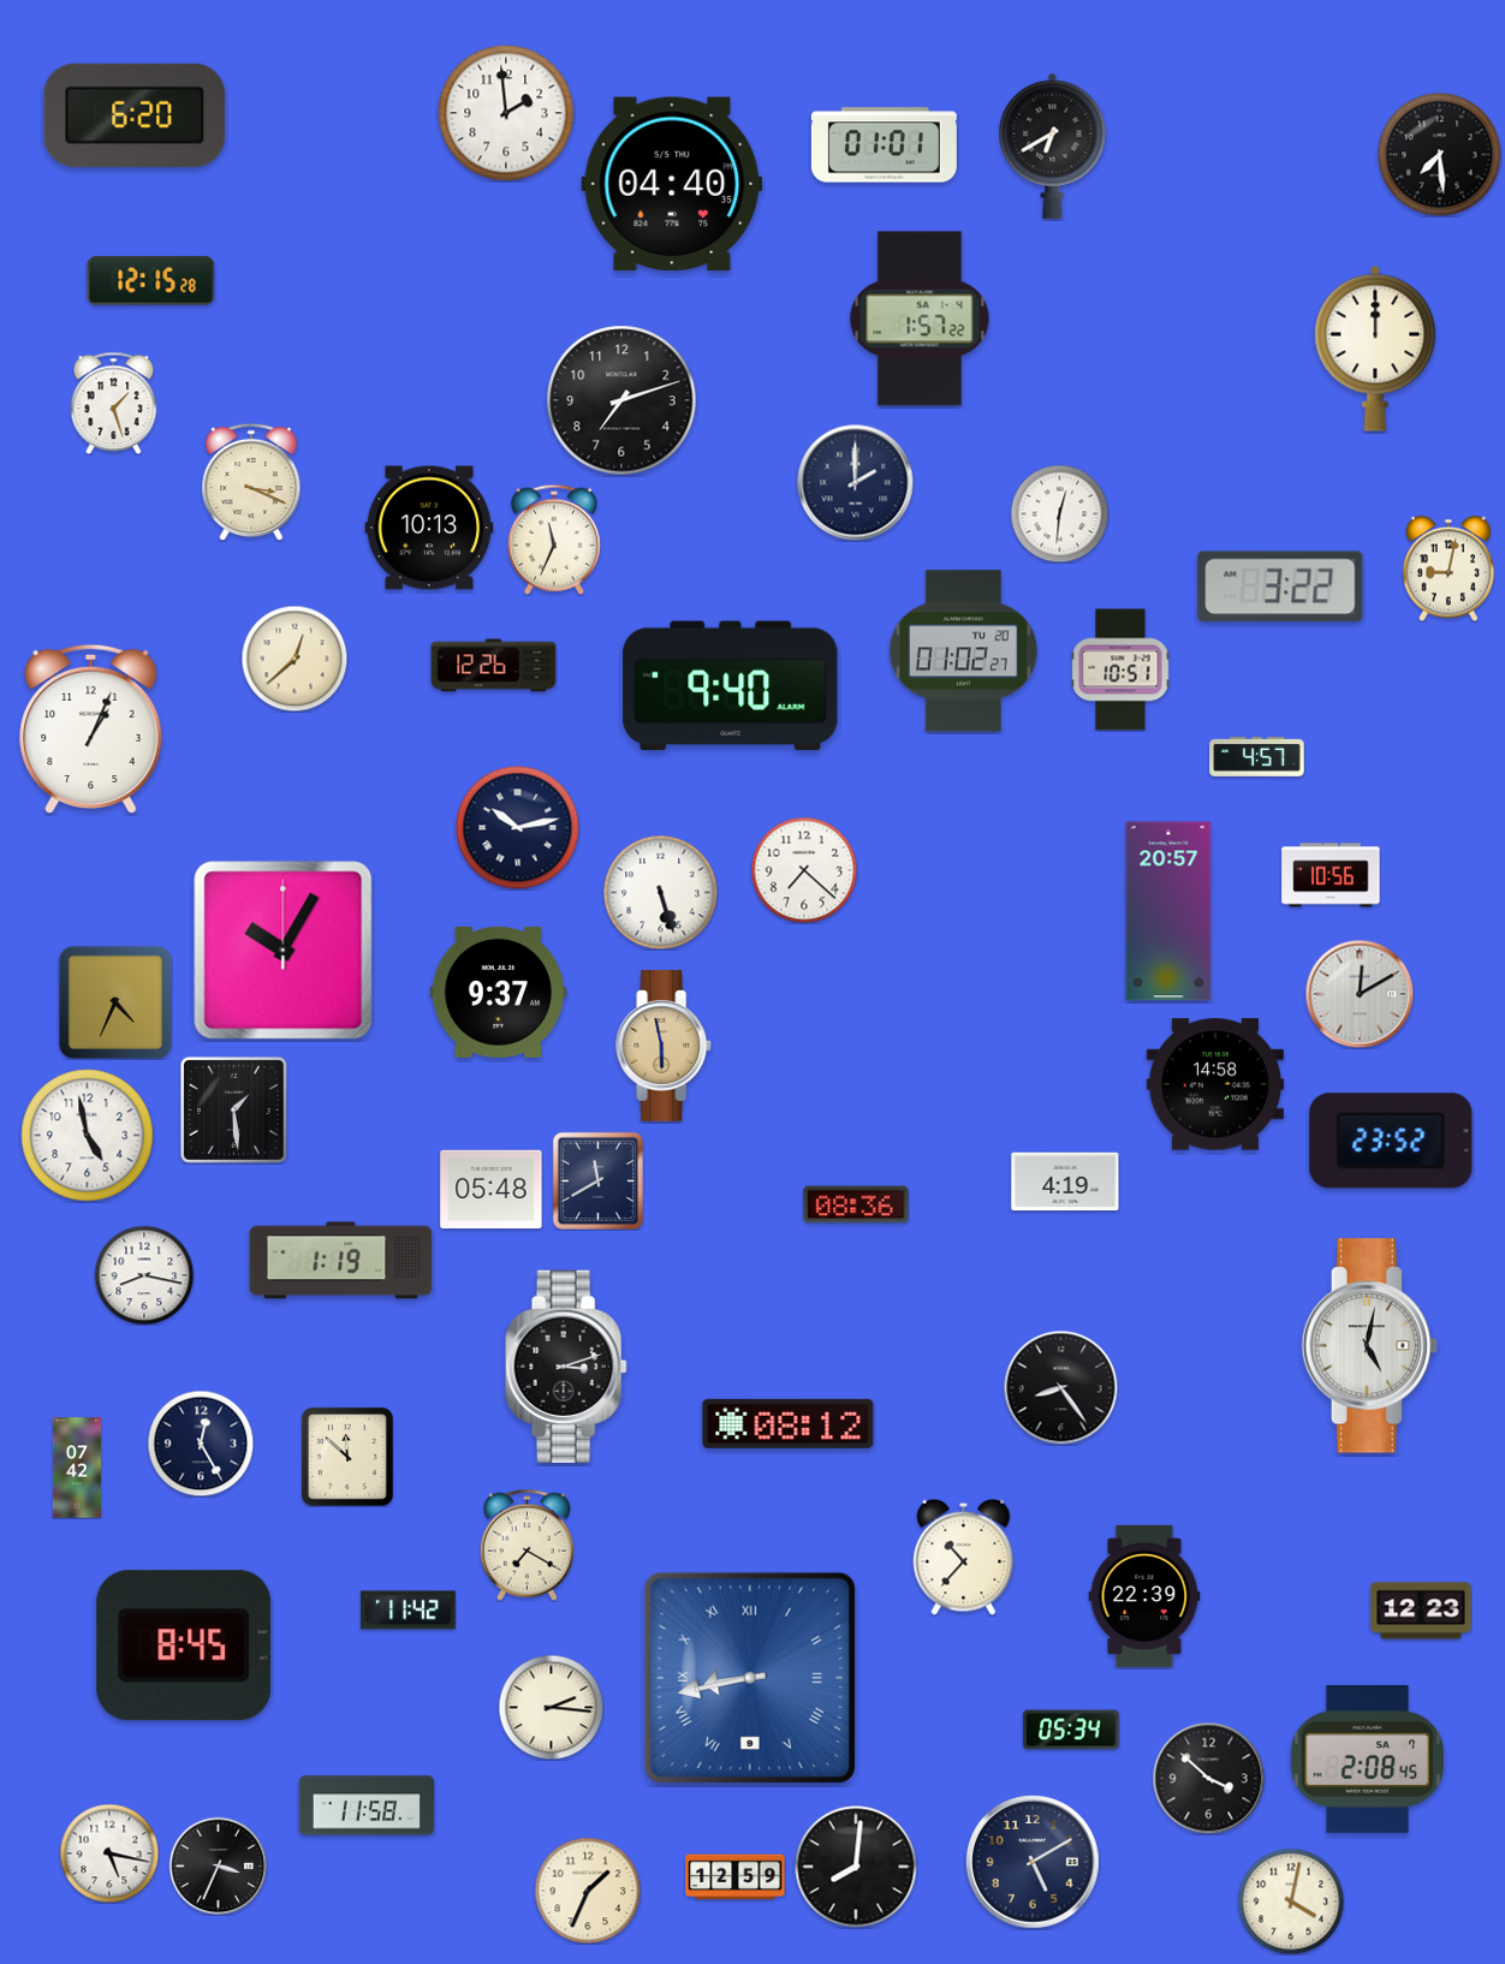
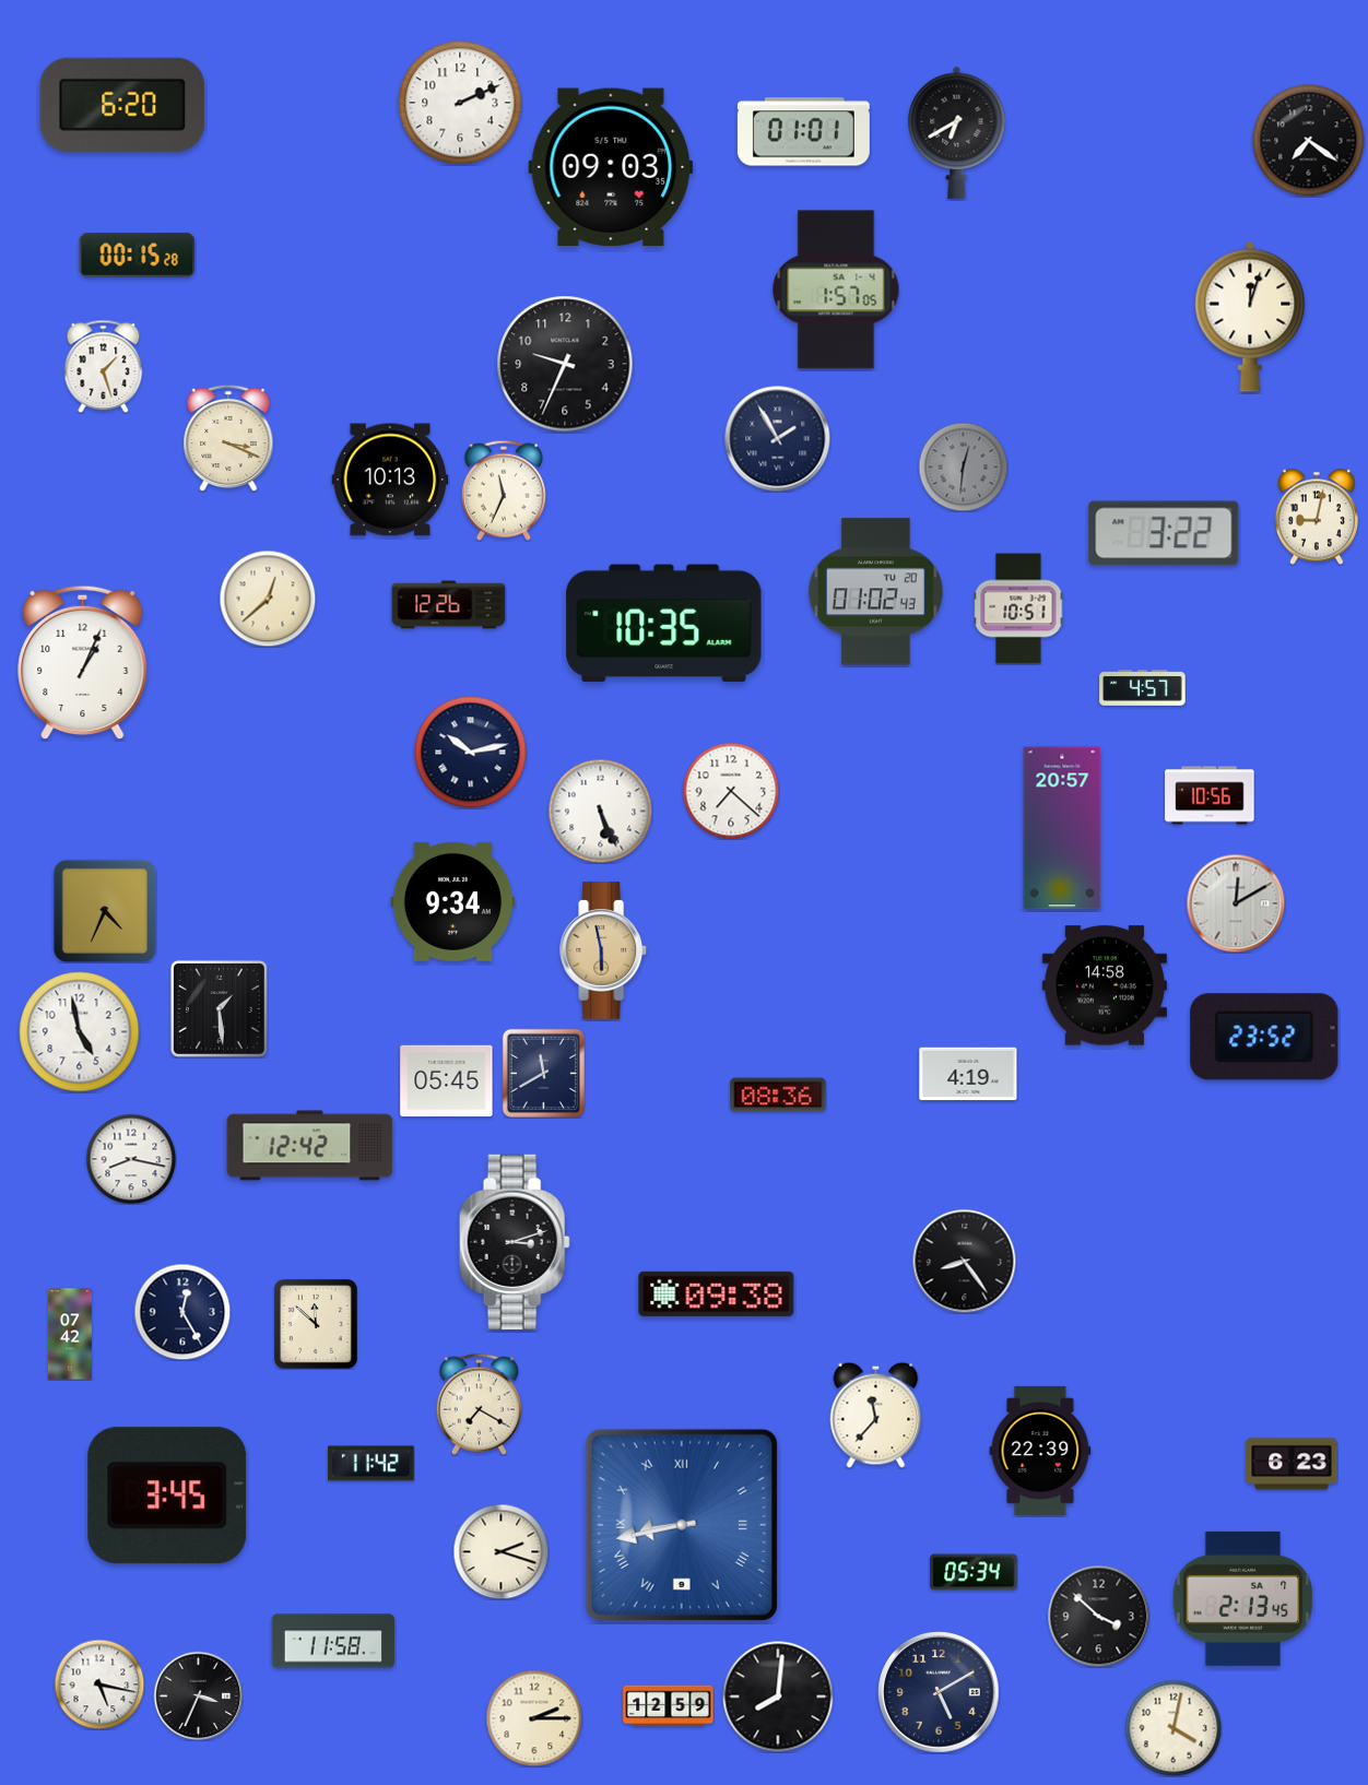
clock at (506, 113): 1:59 -> 2:11
clock at (1440, 155): 7:29 -> 7:21
clock at (672, 184): 04:40 -> 09:03
clock at (151, 281): 12:15 -> 00:15
clock at (920, 319): 1:57:22 -> 1:57:05
clock at (1375, 349): 12:00 -> 12:03
clock at (621, 400): 7:12 -> 9:34
clock at (856, 483): 2:00 -> 1:55
clock at (1059, 513) dial: white -> grey
clock at (963, 651): 01:02:27 -> 01:02:43
clock at (731, 686): 9:40 -> 10:35
clock at (660, 892): 5:27 -> 5:26
clock at (284, 951): 10:05 -> none
clock at (498, 992): 9:37 -> 9:34
clock at (233, 1109) position: (233, 1109) -> (219, 1008)
clock at (492, 1190): 05:48 -> 05:45
clock at (341, 1261): 1:19 -> 12:42
clock at (1370, 1346): 5:02 -> none
clock at (789, 1423): 08:12 -> 09:38
clock at (964, 1557): 10:37 -> 11:37
clock at (1421, 1611): 12:23 -> 6:23
clock at (184, 1645): 8:45 -> 3:45
clock at (551, 1707): 2:16 -> 2:18
clock at (1368, 1758): 2:08 -> 2:13
clock at (588, 1891): 1:34 -> 2:15
